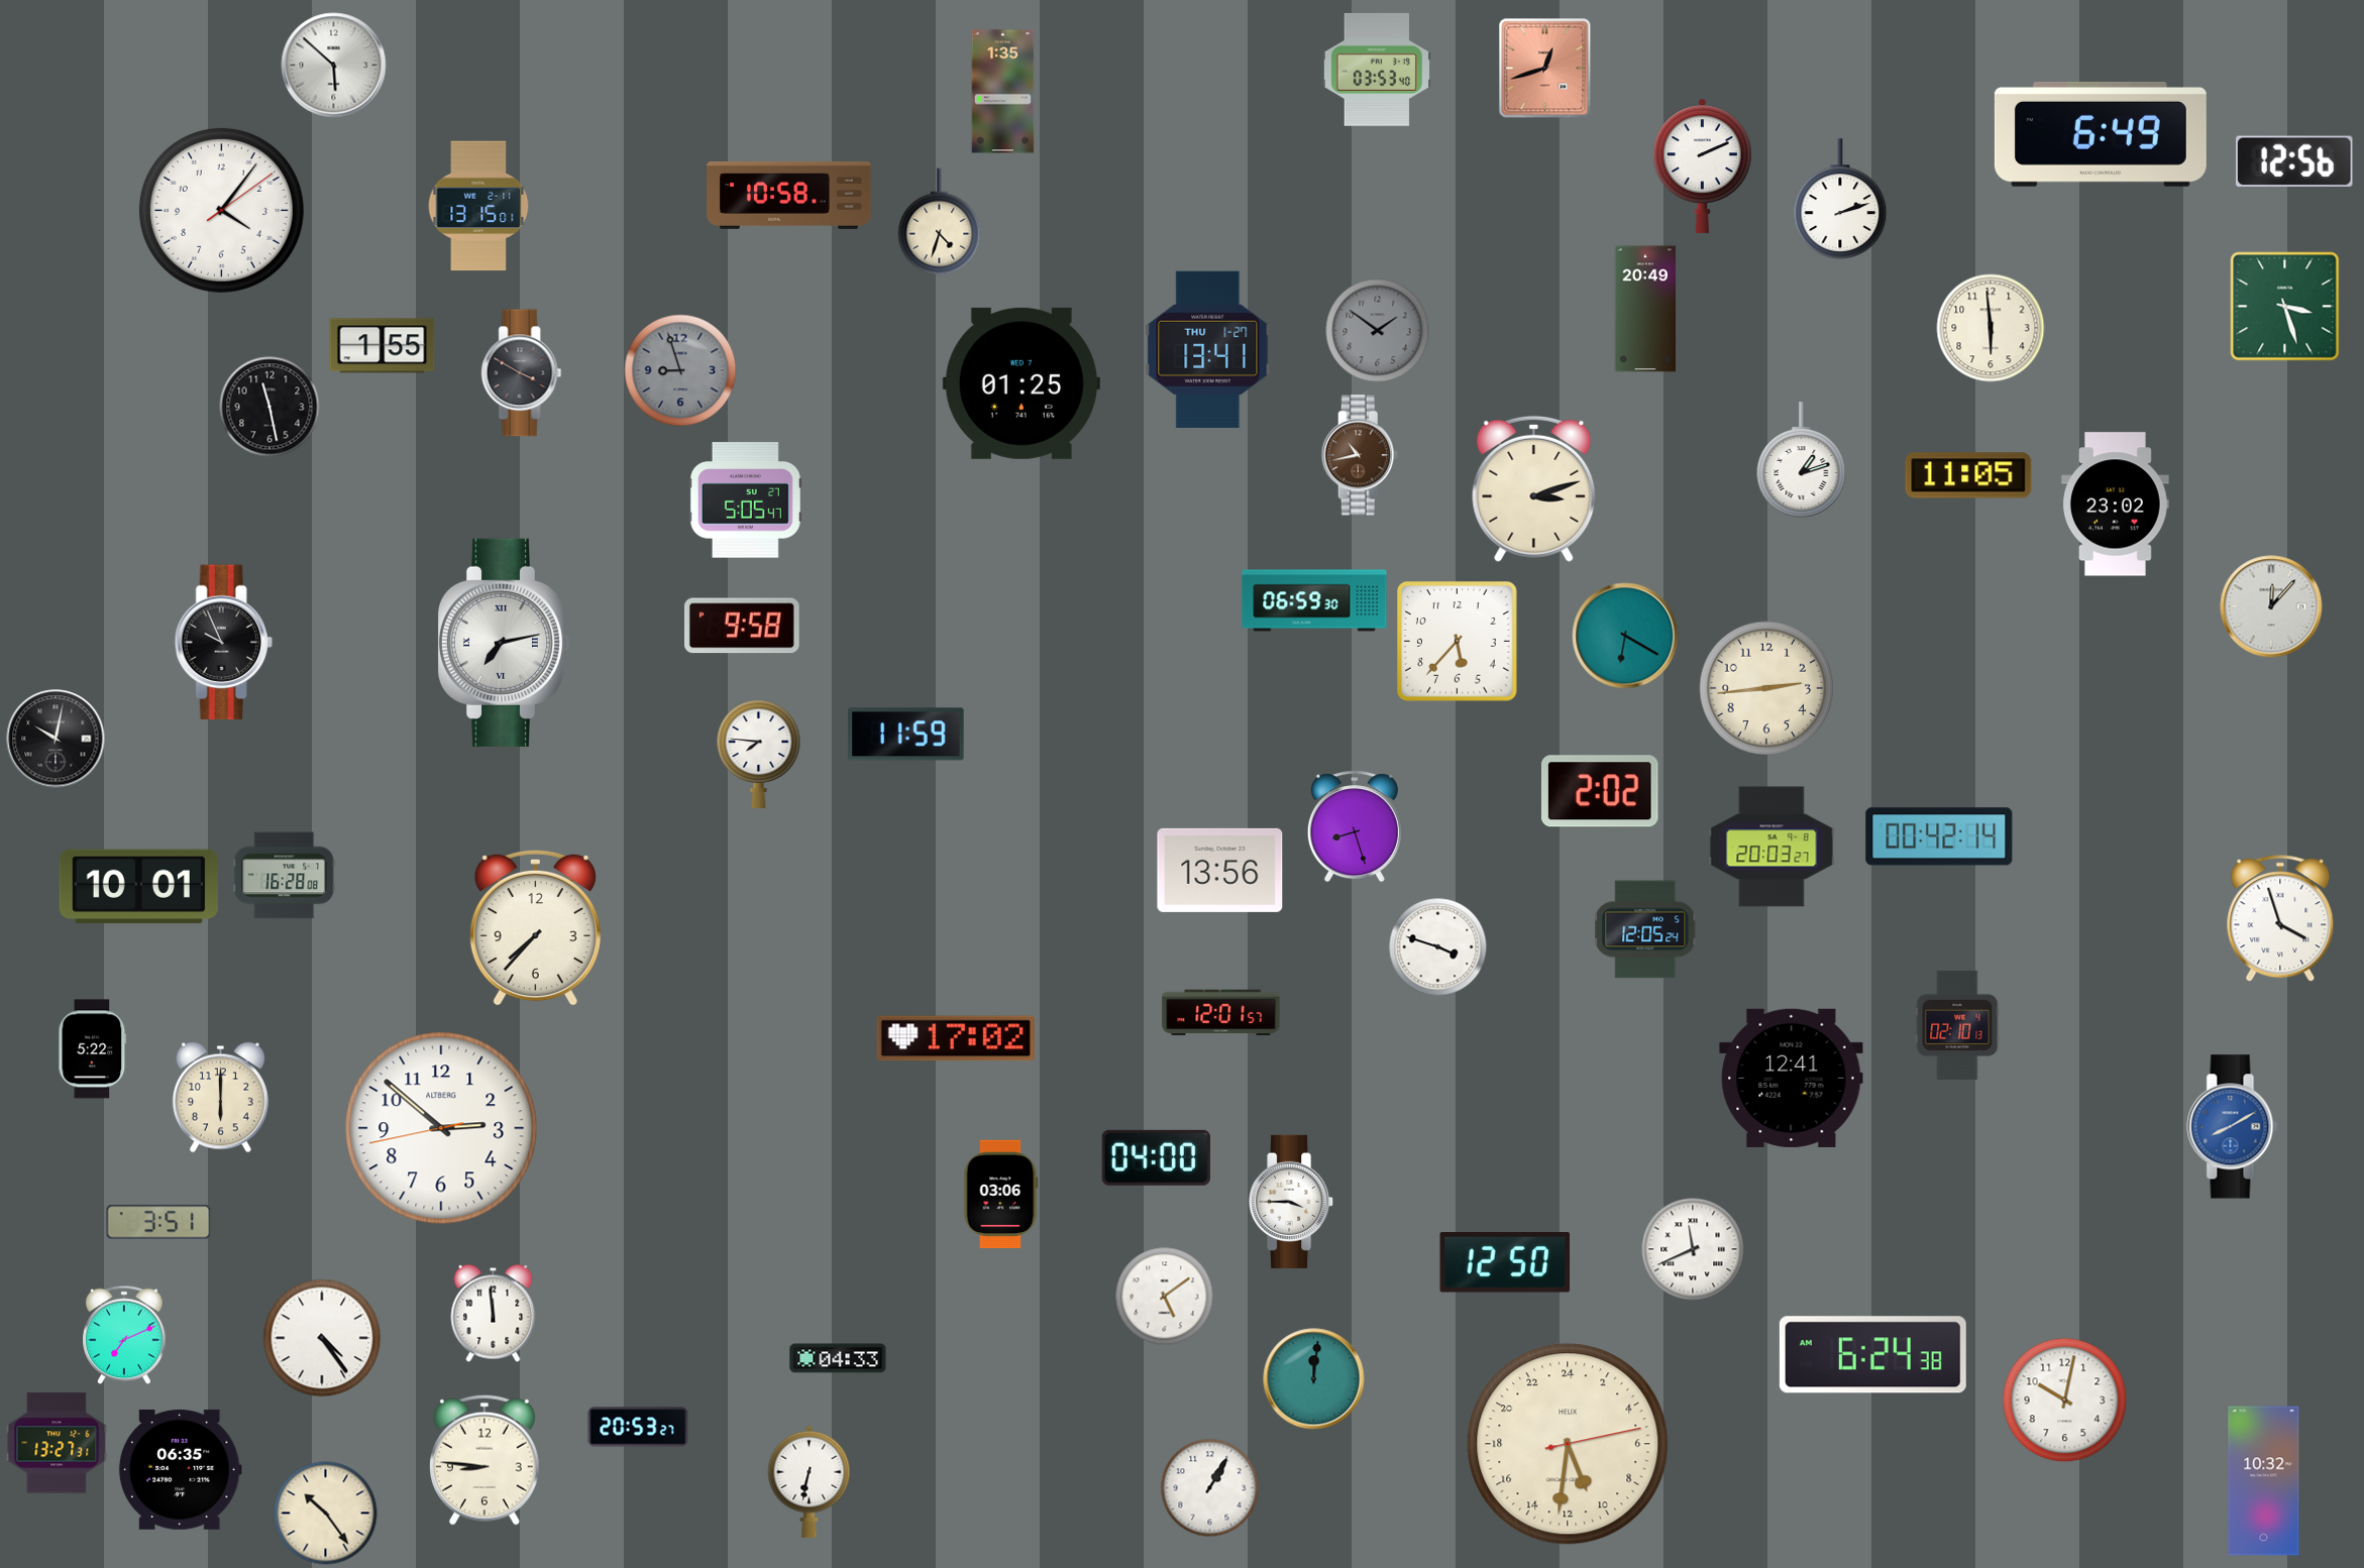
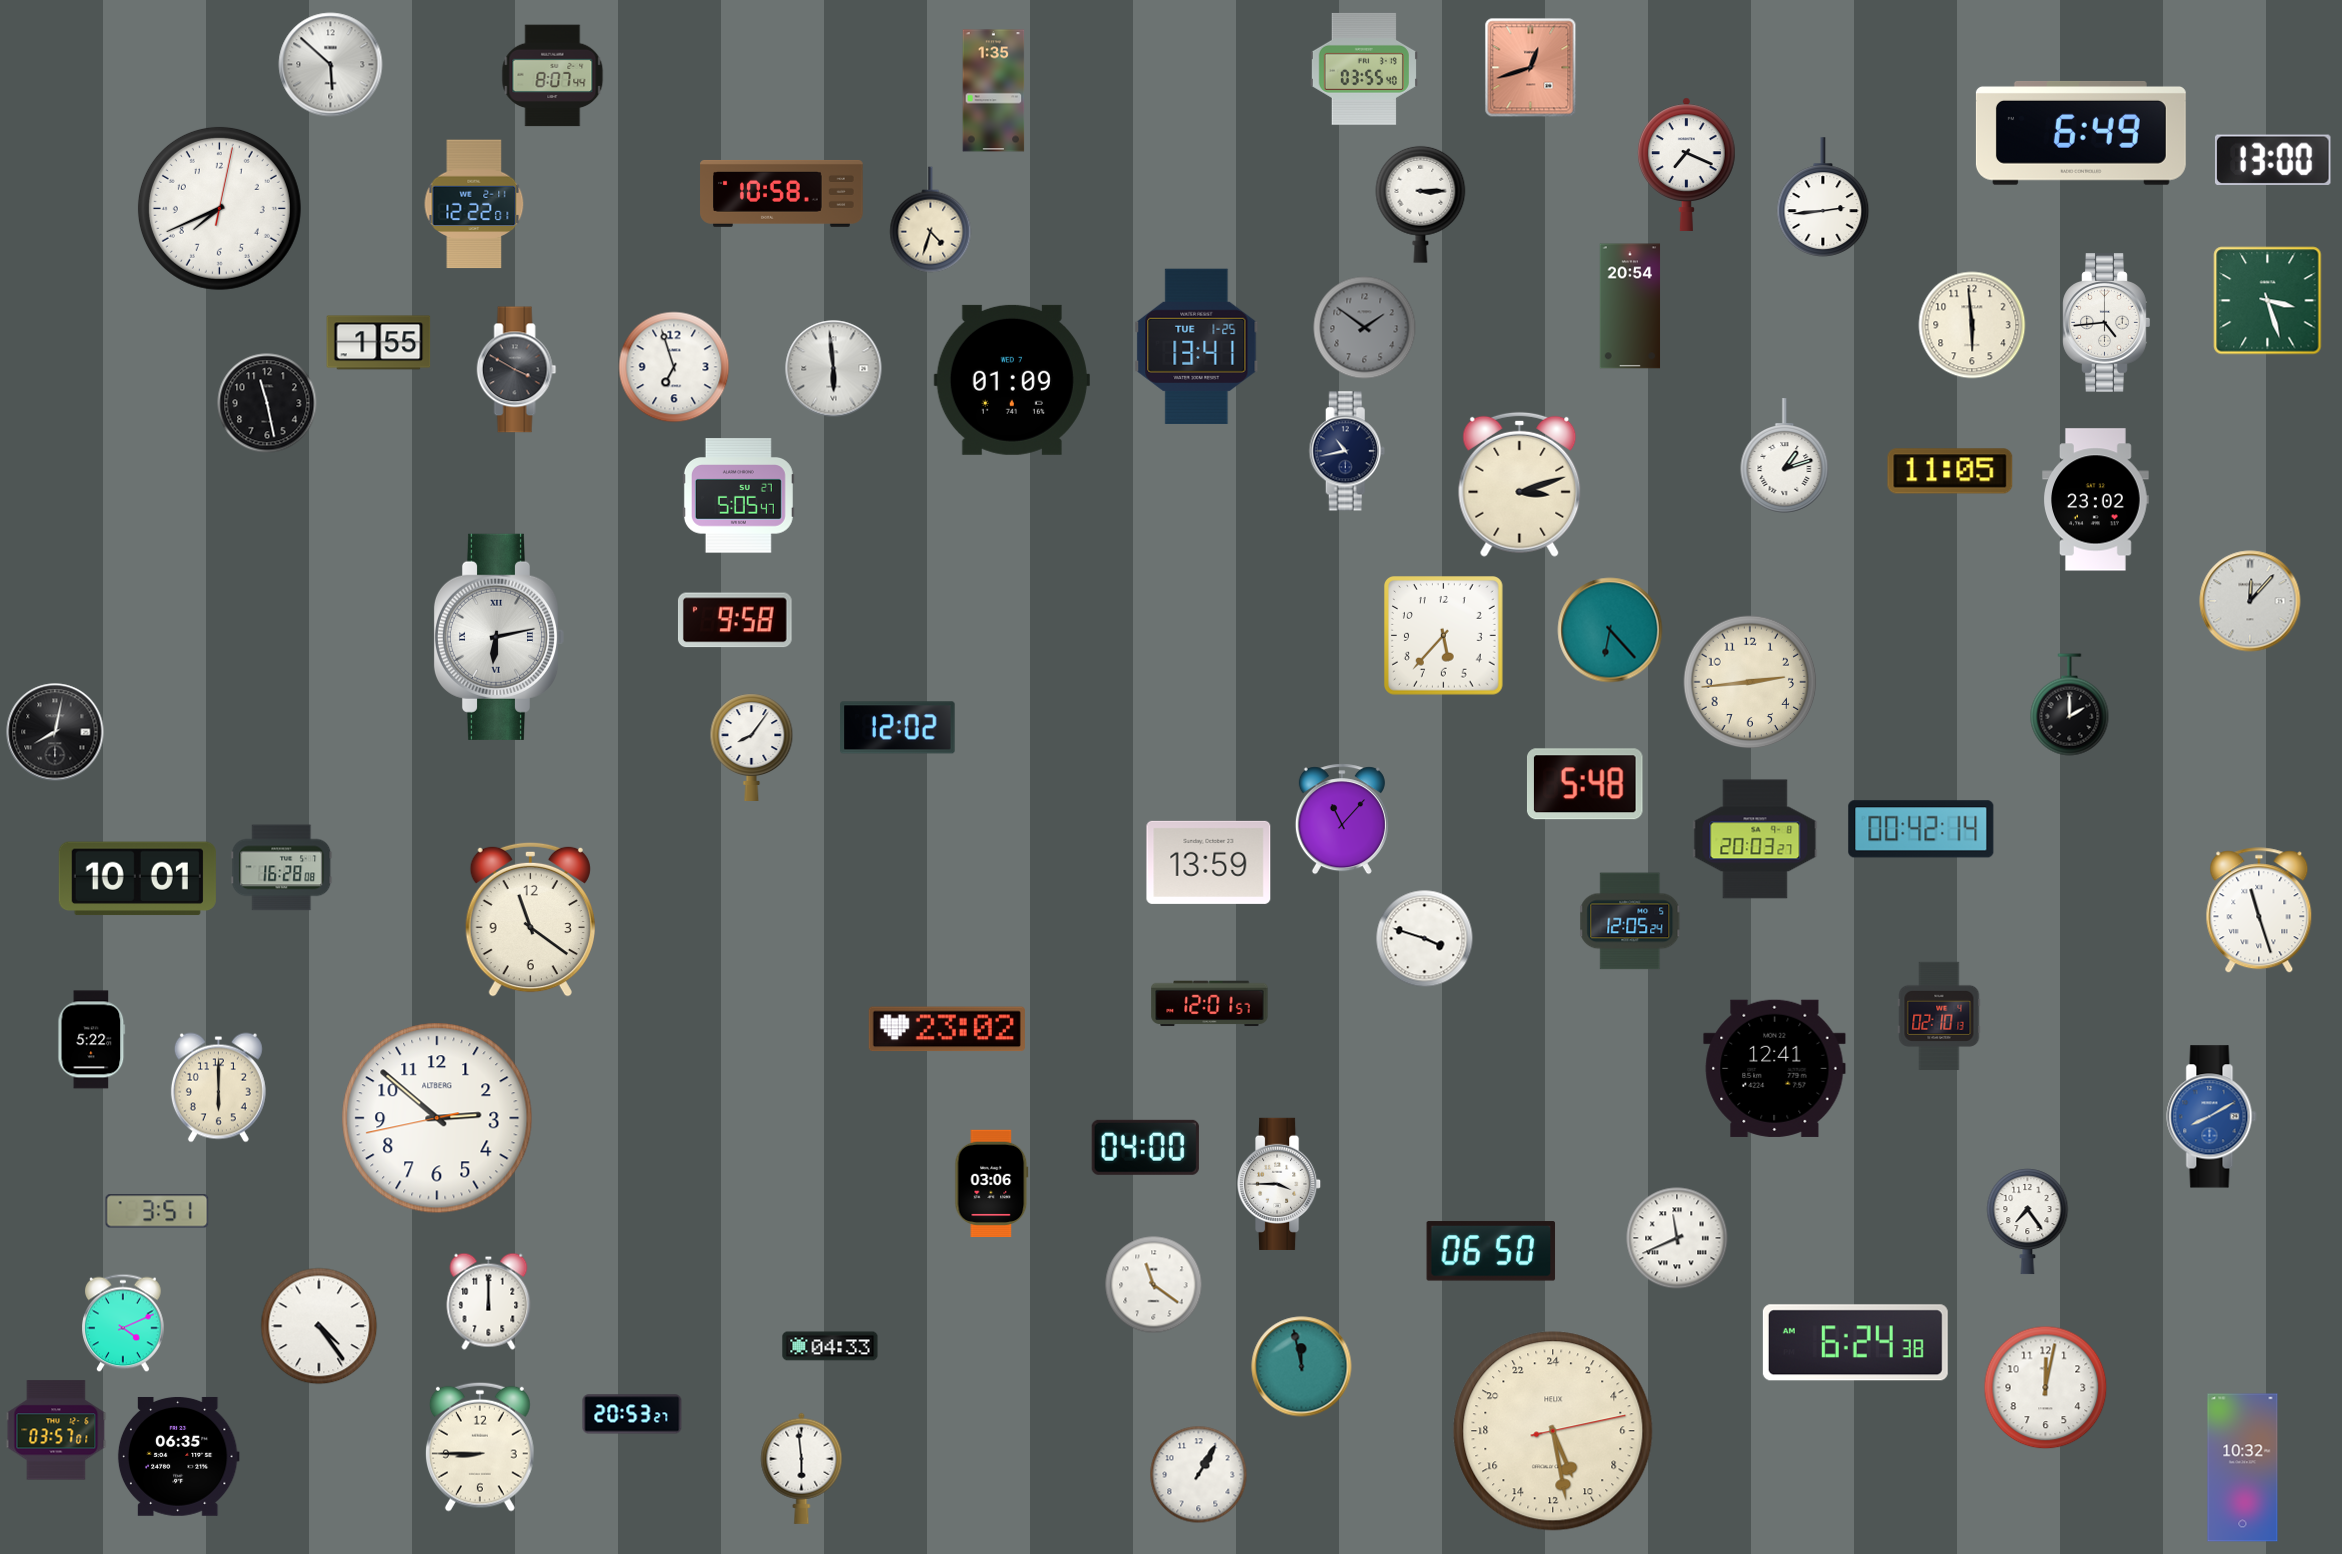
clock at (1377, 70): 03:53 -> 03:55
clock at (553, 76): none -> 8:07
clock at (2295, 161): 12:56 -> 13:00
clock at (1703, 165): 2:11 -> 7:19
clock at (1840, 199): 2:12 -> 2:44
clock at (478, 206): 13:15 -> 12:22
clock at (1421, 204): none -> 3:15
clock at (221, 210): 4:06 -> 7:41
clock at (2285, 307) position: (2285, 307) -> (2268, 301)
clock at (1645, 309): 20:49 -> 20:54
clock at (2107, 323): none -> 4:44
clock at (1208, 349) date: THU 1-27 -> TUE 1-25
clock at (680, 370): 8:57 -> 6:57
clock at (680, 370) dial: grey -> white
clock at (834, 369): none -> 5:59
clock at (1022, 383): 01:25 -> 01:09
clock at (1360, 455) dial: brown -> navy
clock at (1314, 600): 06:59 -> none
clock at (1625, 636): 6:20 -> 6:23
clock at (223, 643): 9:56 -> none
clock at (504, 643): 7:13 -> 6:13
clock at (2070, 705): none -> 2:00
clock at (906, 735): 11:59 -> 12:02
clock at (56, 739): 10:02 -> 8:02
clock at (759, 754): 7:46 -> 8:06
clock at (1600, 791): 2:02 -> 5:48
clock at (1355, 826): 8:27 -> 11:07
clock at (1220, 870): 13:56 -> 13:59
clock at (2280, 919): 3:57 -> 11:27
clock at (535, 927): 7:37 -> 11:21
clock at (956, 1038): 17:02 -> 23:02
clock at (1292, 1202) position: (1292, 1202) -> (1280, 1184)
clock at (2028, 1222): none -> 7:24
clock at (1505, 1262): 12:50 -> 06:50
clock at (1165, 1297): 5:09 -> 11:21
clock at (494, 1313): 11:59 -> 12:00
clock at (125, 1335): 7:11 -> 4:11
clock at (1314, 1379): 12:01 -> 11:58
clock at (2065, 1401): 10:02 -> 12:02
clock at (57, 1443): 13:27 -> 03:57
clock at (1568, 1444): 10:31 -> 10:28
clock at (485, 1460): 8:46 -> 8:45
clock at (810, 1481): 6:32 -> 5:59
clock at (326, 1514): 10:24 -> none
